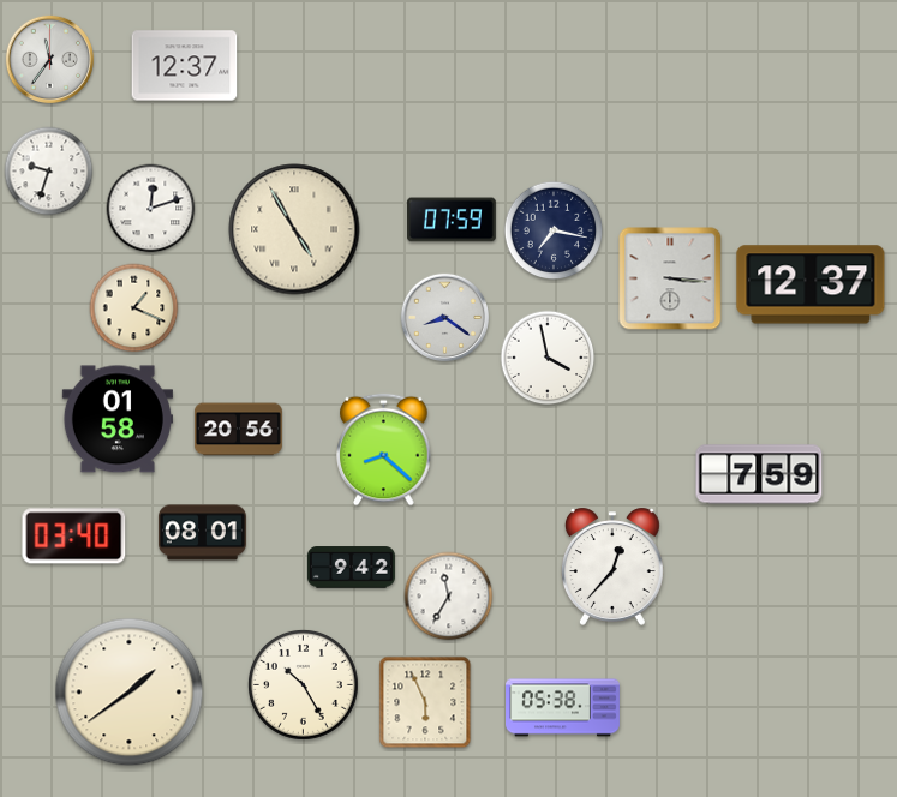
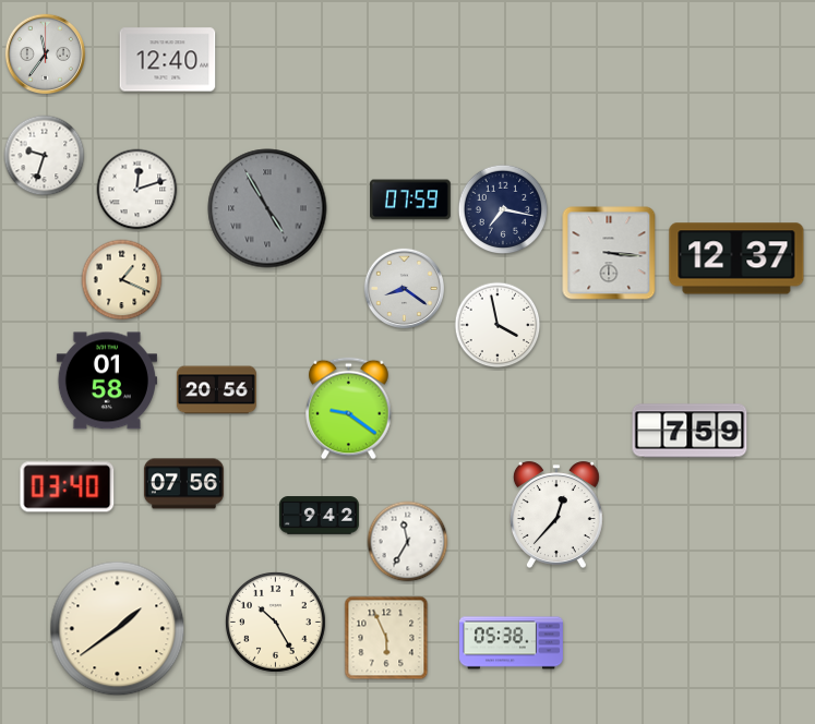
clock at (185, 66): 12:37 -> 12:40
clock at (294, 229) dial: cream -> grey
clock at (384, 450): 8:22 -> 9:21
clock at (202, 533): 08:01 -> 07:56
